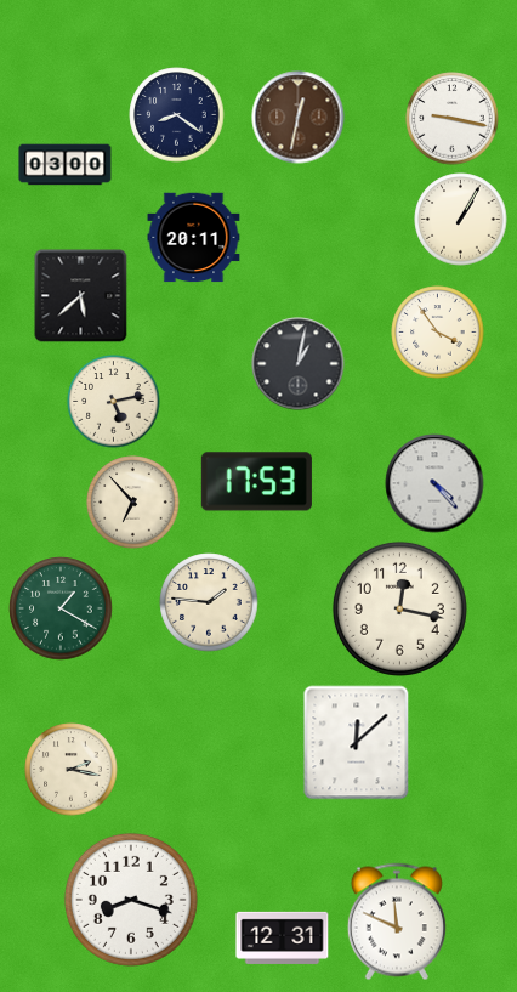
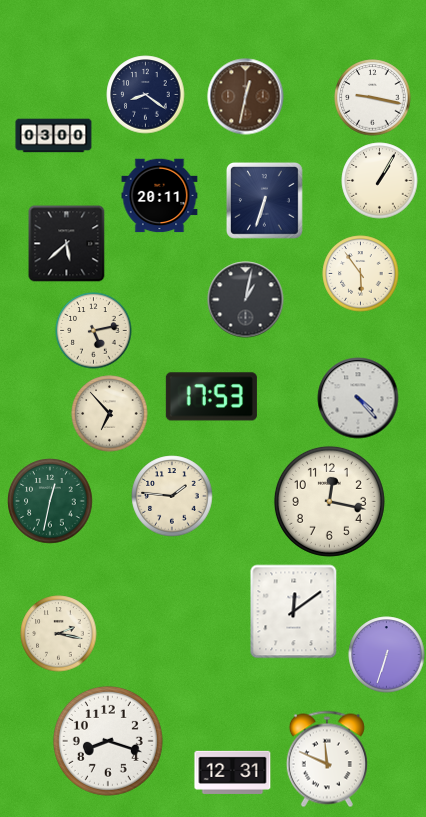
clock at (264, 200): none -> 6:33
clock at (438, 333): 3:54 -> 5:54
clock at (61, 608): 1:20 -> 12:32
clock at (357, 743): 12:08 -> 12:09
clock at (387, 655): none -> 6:33
